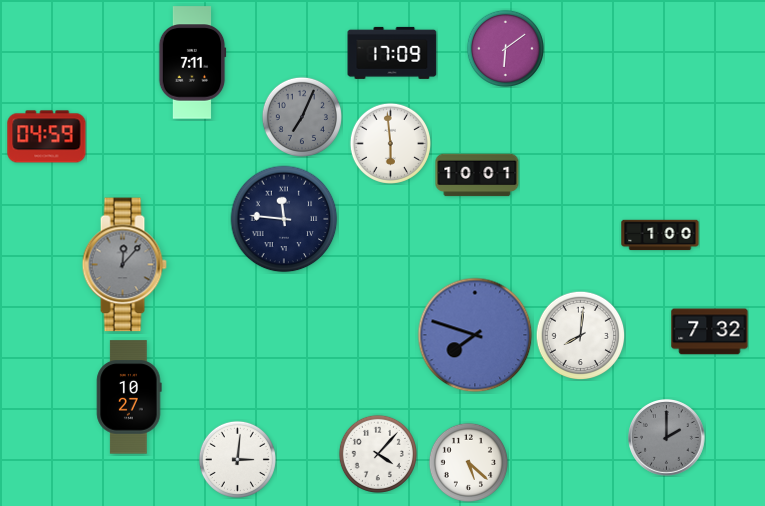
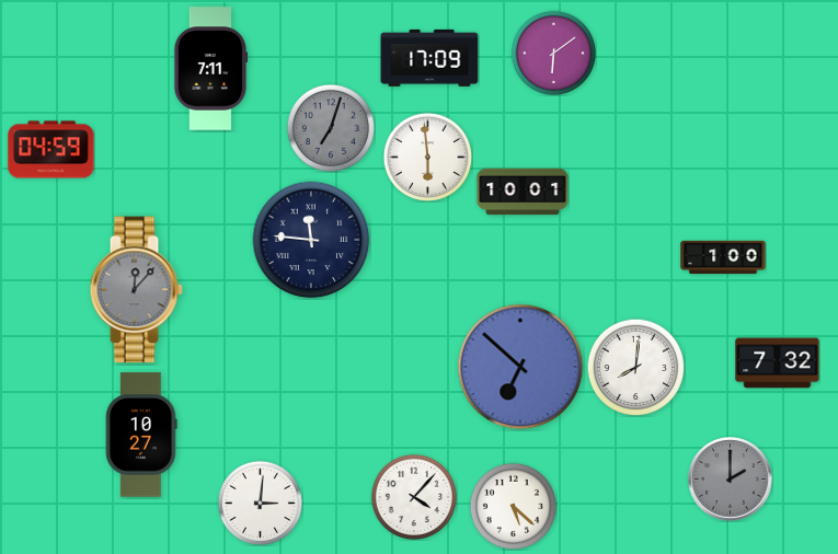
clock at (302, 117): 7:04 -> 7:03
clock at (475, 335): 7:48 -> 6:52
